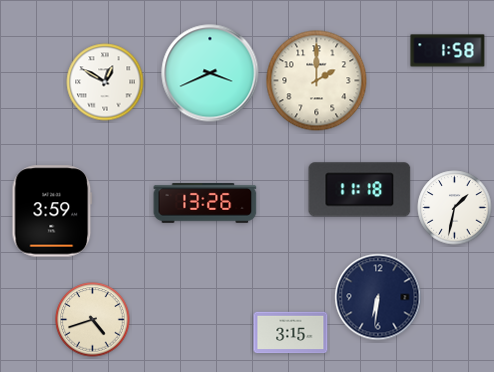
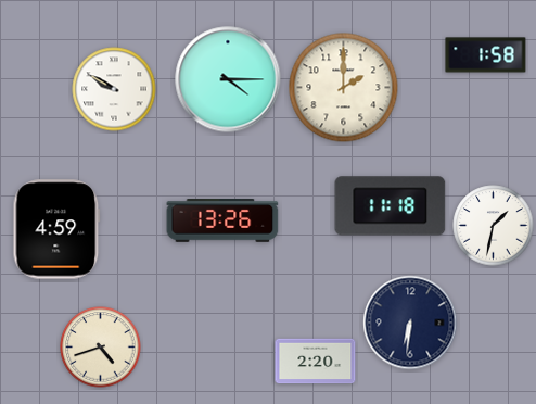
clock at (210, 73): 3:41 -> 4:15
clock at (105, 82): 12:50 -> 9:50
clock at (52, 211): 3:59 -> 4:59
clock at (291, 333): 3:15 -> 2:20
